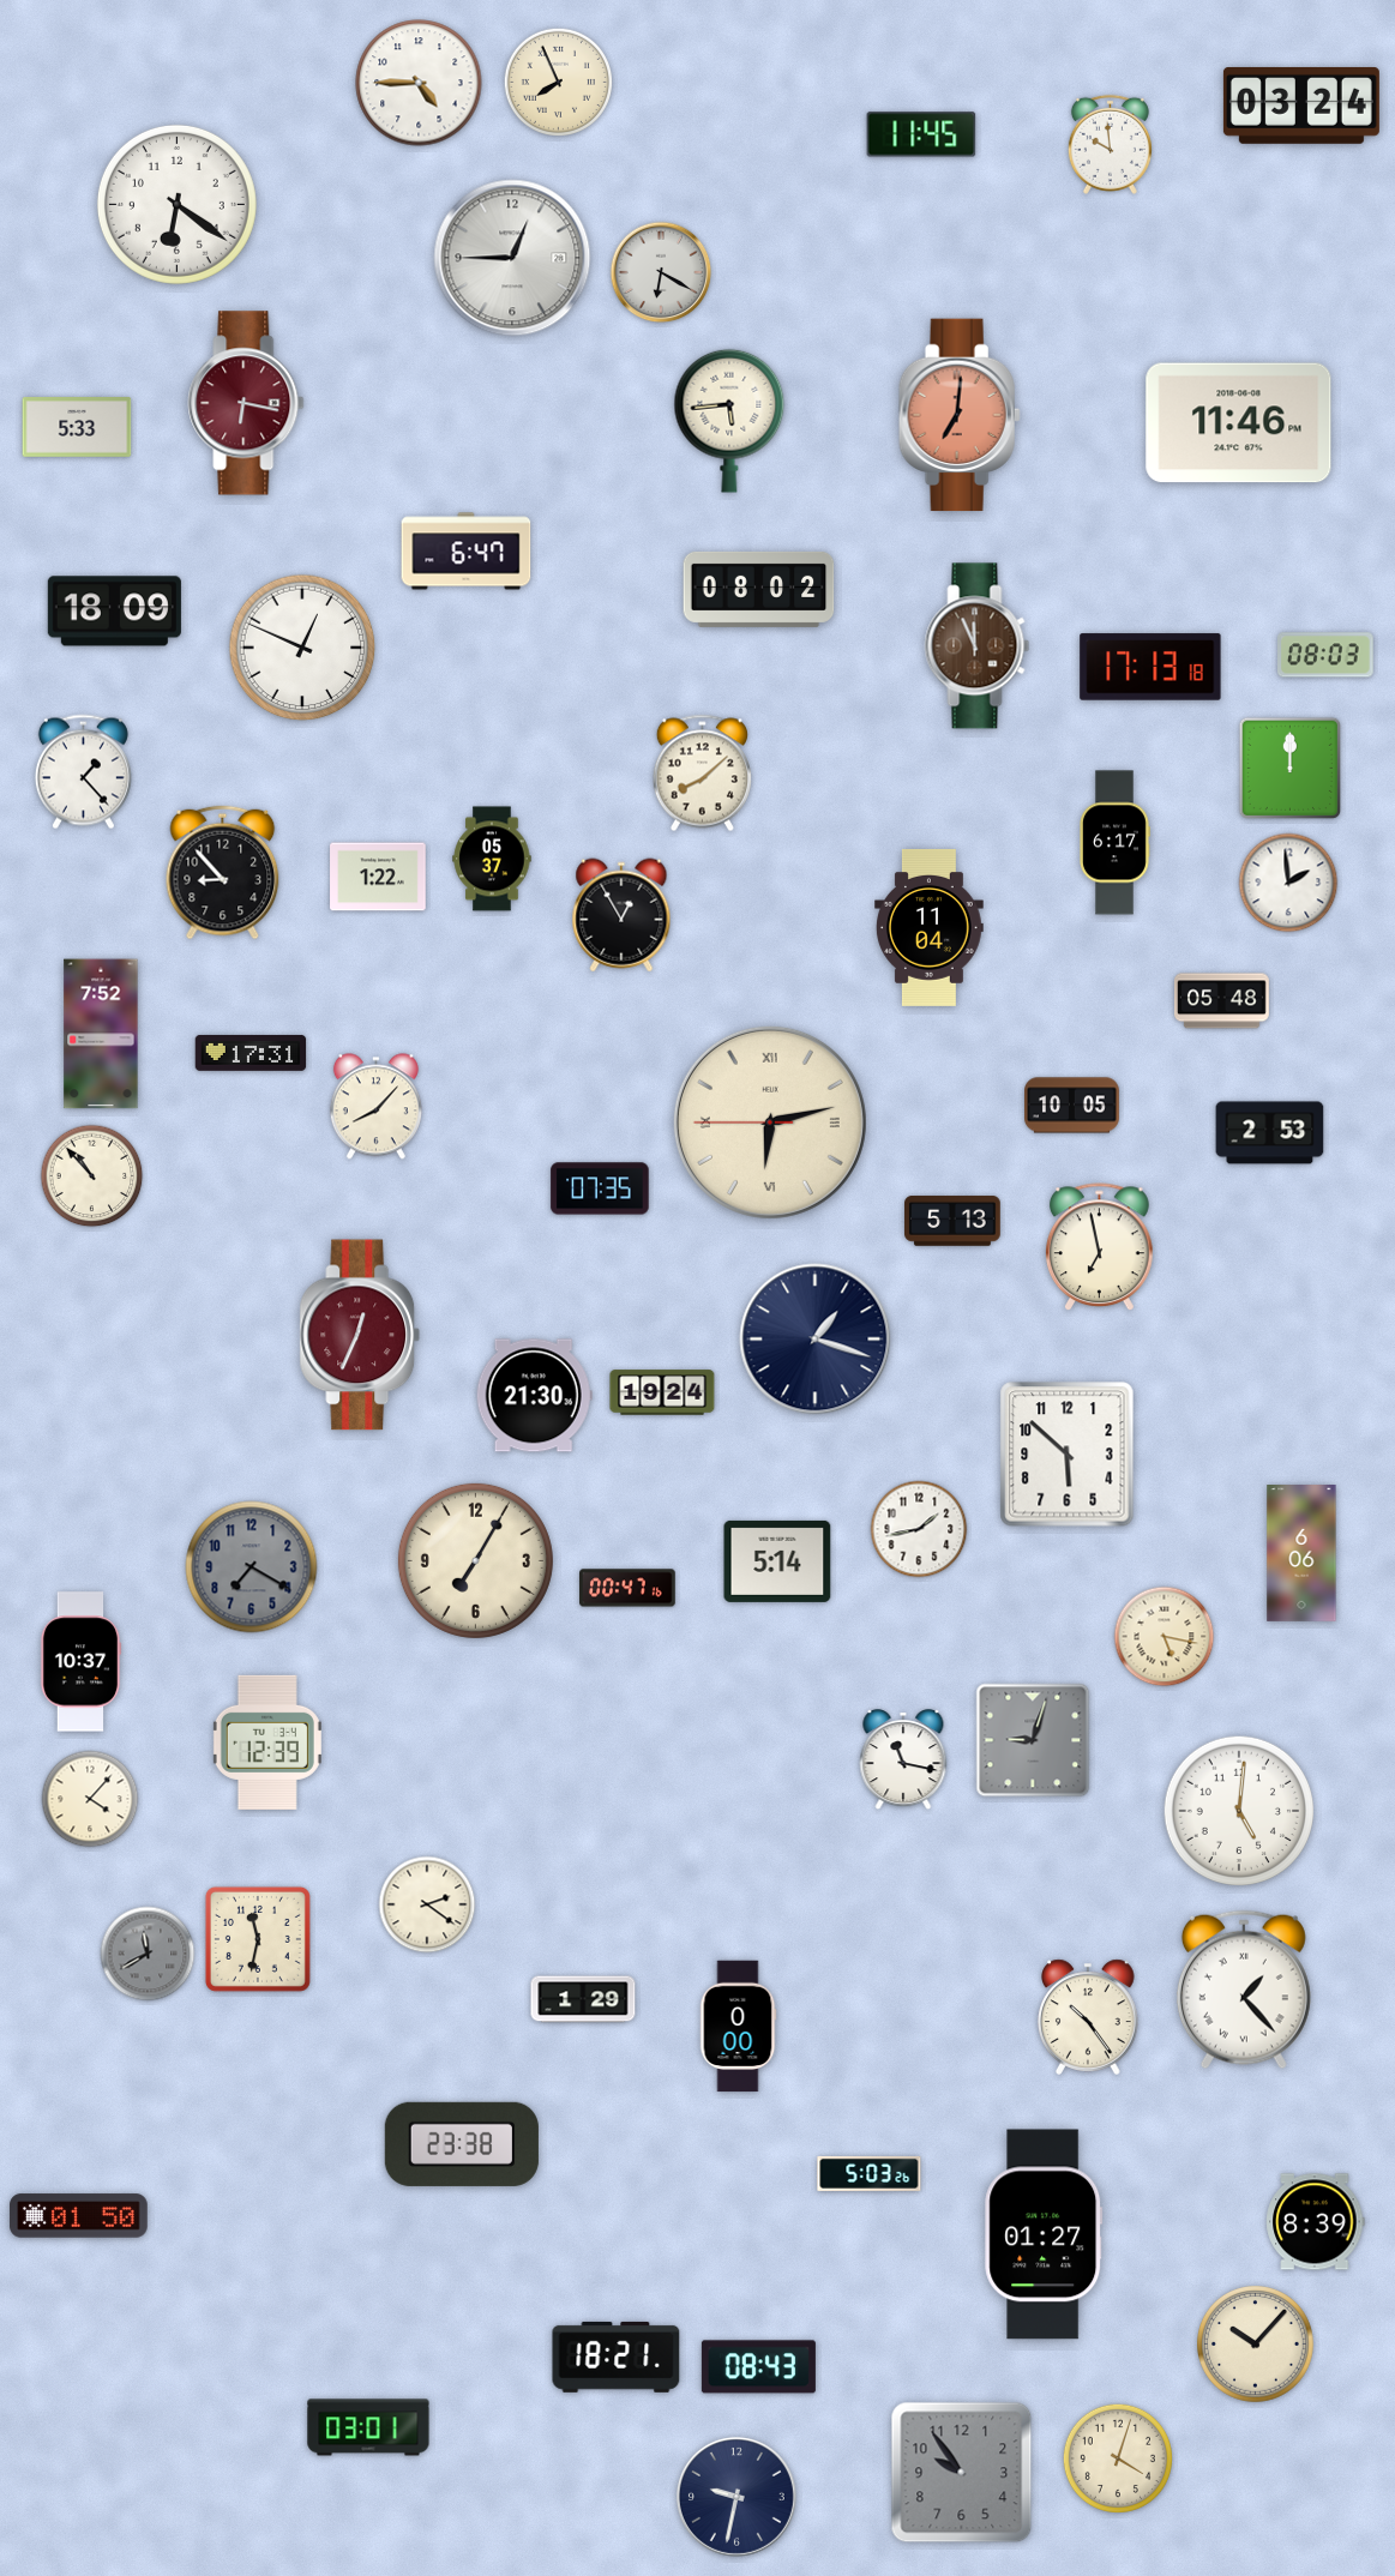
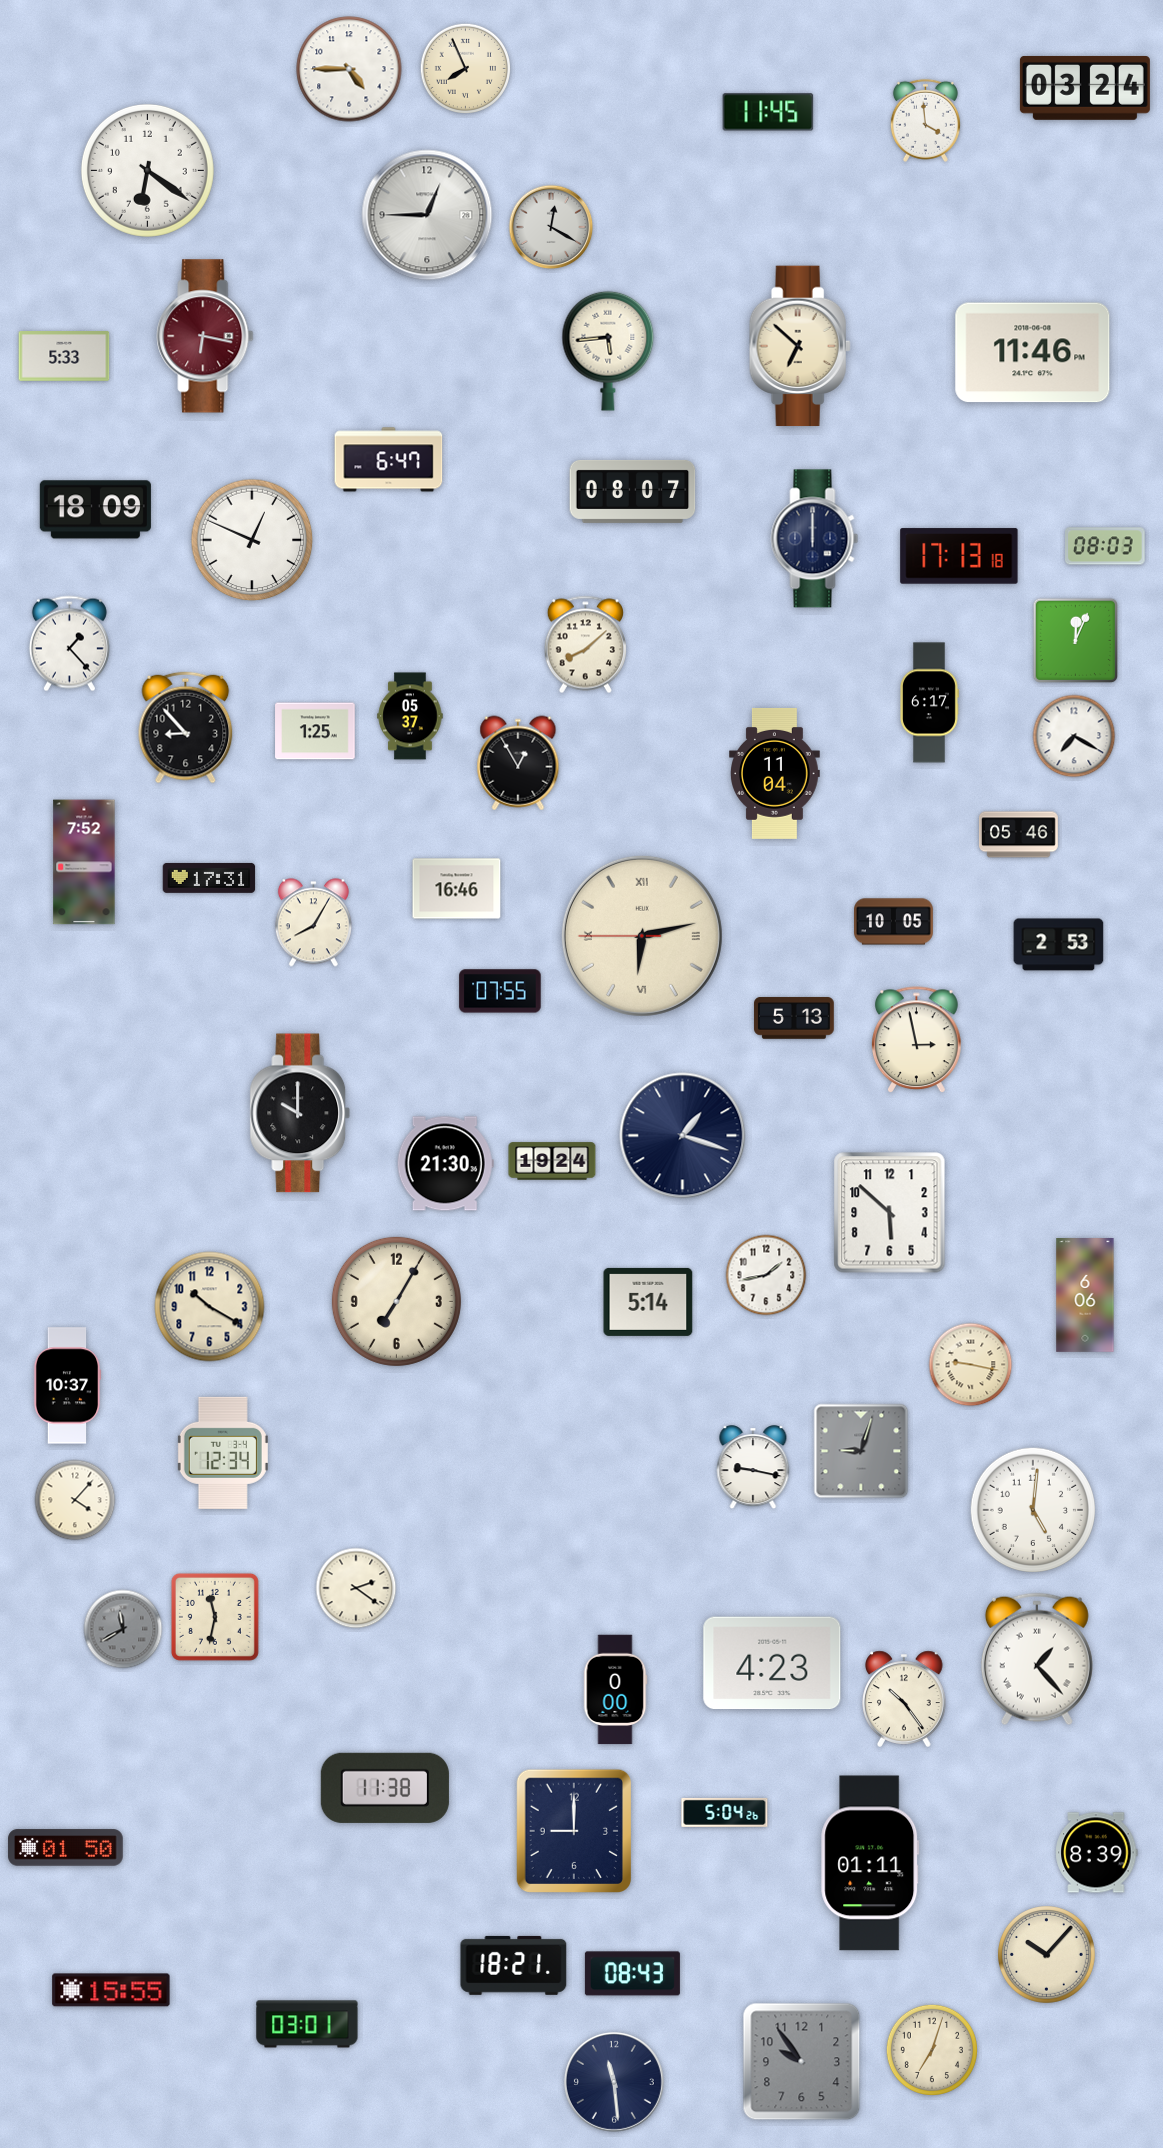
clock at (1110, 144): 9:59 -> 3:59
clock at (661, 272): 6:20 -> 12:20
clock at (960, 415): 7:01 -> 6:52
clock at (960, 415) dial: salmon -> cream
clock at (759, 589): 08:02 -> 08:07
clock at (978, 646): 11:56 -> 12:00
clock at (978, 646) dial: brown -> navy
clock at (1289, 768): 12:00 -> 12:04
clock at (378, 877): 1:22 -> 1:25
clock at (1288, 883): 1:59 -> 7:20
clock at (1221, 1001): 05:48 -> 05:46
clock at (457, 889): none -> 16:46
clock at (375, 1107): 8:07 -> 8:05
clock at (92, 1176): 10:53 -> none
clock at (600, 1188): 07:35 -> 07:55
clock at (1099, 1247): 6:58 -> 2:58
clock at (360, 1335): 12:34 -> 10:00
clock at (360, 1335) dial: burgundy -> black
clock at (816, 1340) position: (816, 1340) -> (683, 1136)
clock at (252, 1567): 7:20 -> 10:20
clock at (252, 1567) dial: grey -> cream
clock at (627, 1588): 00:47 -> none
clock at (1165, 1637): 5:17 -> 9:17
clock at (267, 1743): 12:39 -> 12:34
clock at (903, 1761): 11:17 -> 9:17
clock at (772, 1663): none -> 4:23
clock at (583, 1999): 1:29 -> none
clock at (1088, 2017) position: (1088, 2017) -> (904, 1699)
clock at (462, 2144): 23:38 -> 11:38
clock at (870, 2173): 5:03 -> 5:04
clock at (573, 1830): none -> 9:00
clock at (1044, 2234): 01:27 -> 01:11
clock at (111, 1990): none -> 15:55
clock at (1118, 2458): 4:03 -> 7:03
clock at (736, 2497): 9:32 -> 11:29
